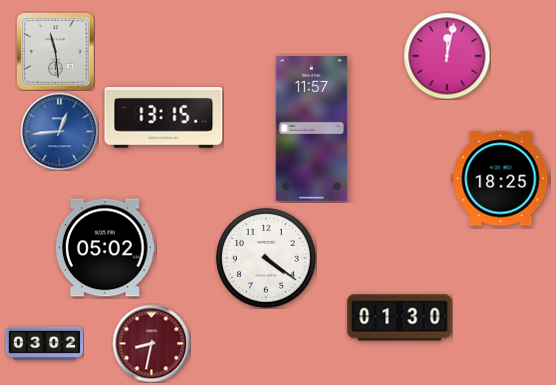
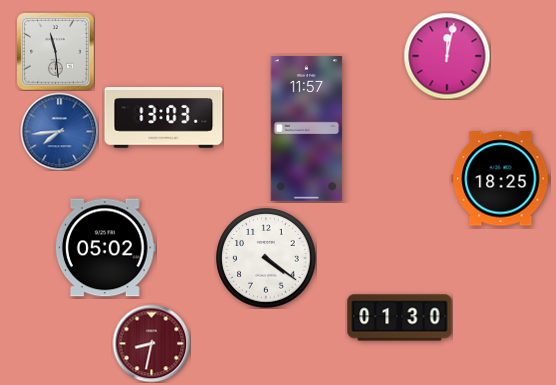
clock at (164, 118): 13:15 -> 13:03
clock at (312, 128) position: (312, 128) -> (307, 128)
clock at (59, 131): 12:44 -> 7:44
clock at (44, 344): 03:02 -> none
